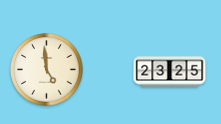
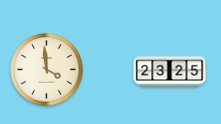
clock at (47, 70): 4:59 -> 3:59
